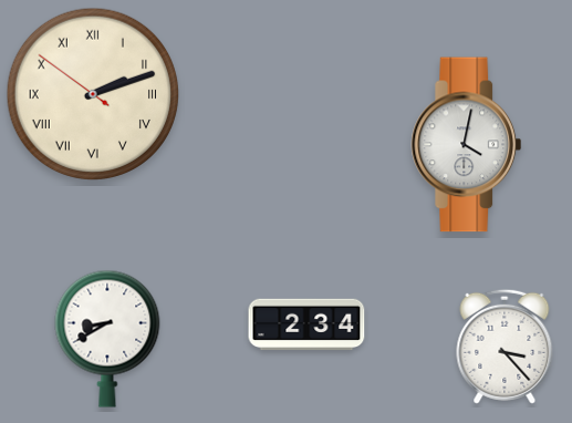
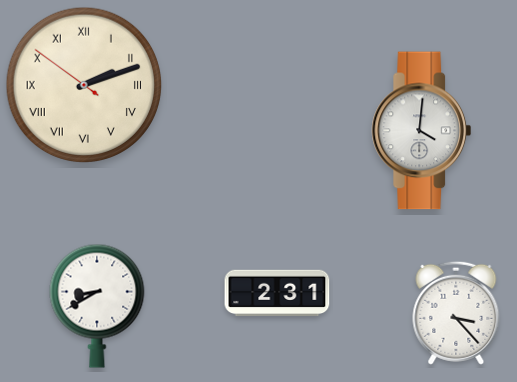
clock at (467, 145): 4:02 -> 4:01
clock at (306, 324): 2:34 -> 2:31
